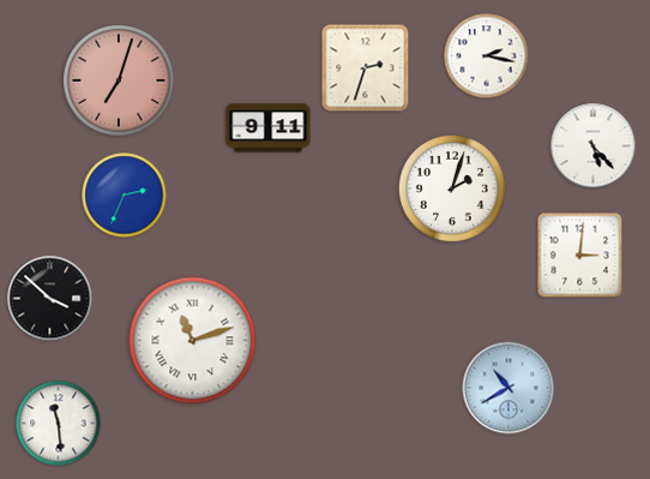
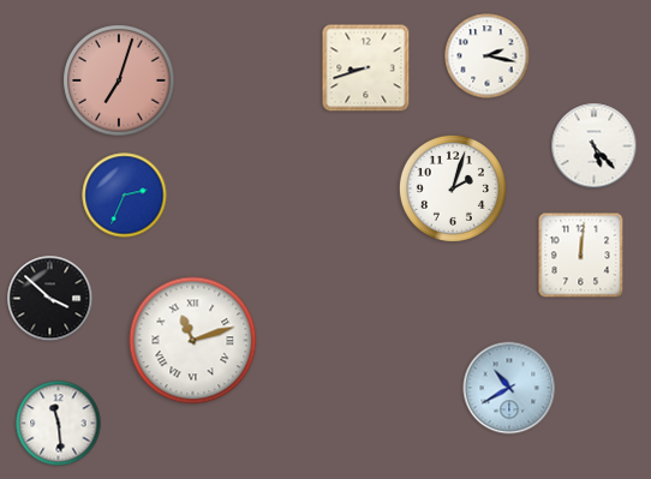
clock at (366, 68): 2:33 -> 8:42
clock at (269, 128): 9:11 -> none
clock at (580, 256): 3:01 -> 12:01
